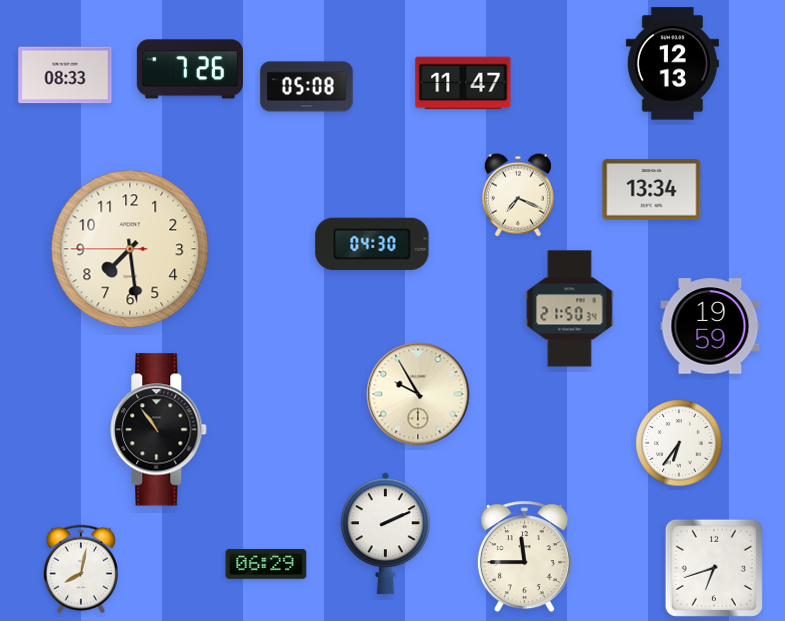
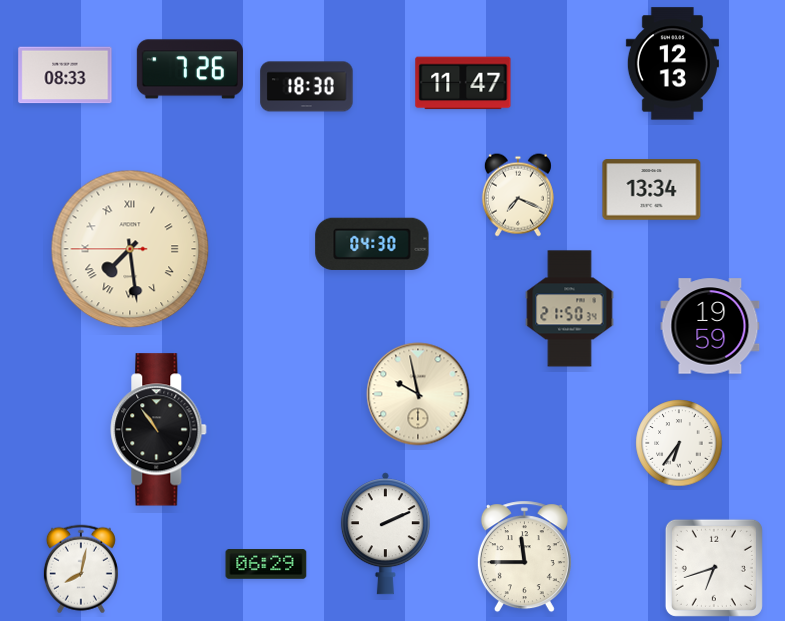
clock at (307, 87): 05:08 -> 18:30
clock at (130, 249) numerals: Arabic -> Roman
clock at (418, 394): 9:55 -> 9:58
